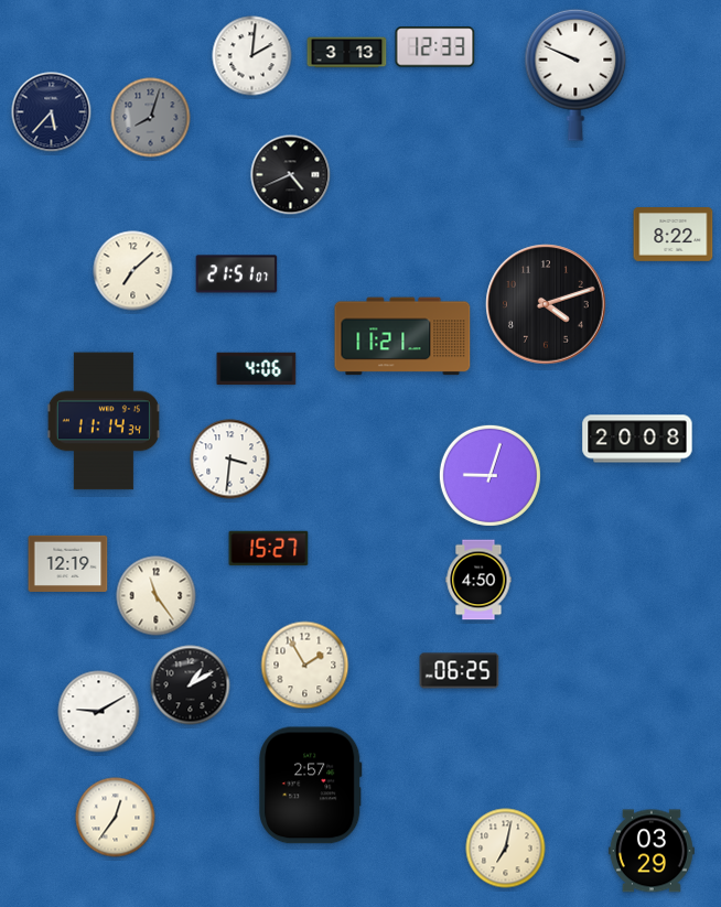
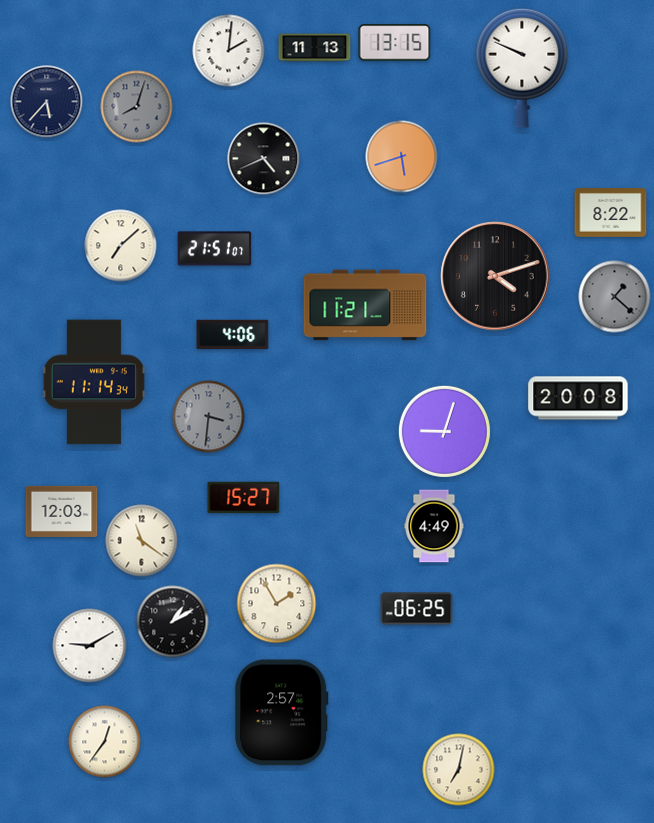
clock at (435, 47): 12:33 -> 13:15
clock at (347, 53): 3:13 -> 11:13
clock at (402, 157): none -> 5:42
clock at (615, 297): none -> 1:22
clock at (230, 460) dial: white -> grey
clock at (68, 563): 12:19 -> 12:03
clock at (478, 580): 4:50 -> 4:49
clock at (157, 596): 11:24 -> 11:21
clock at (652, 851): 03:29 -> none
